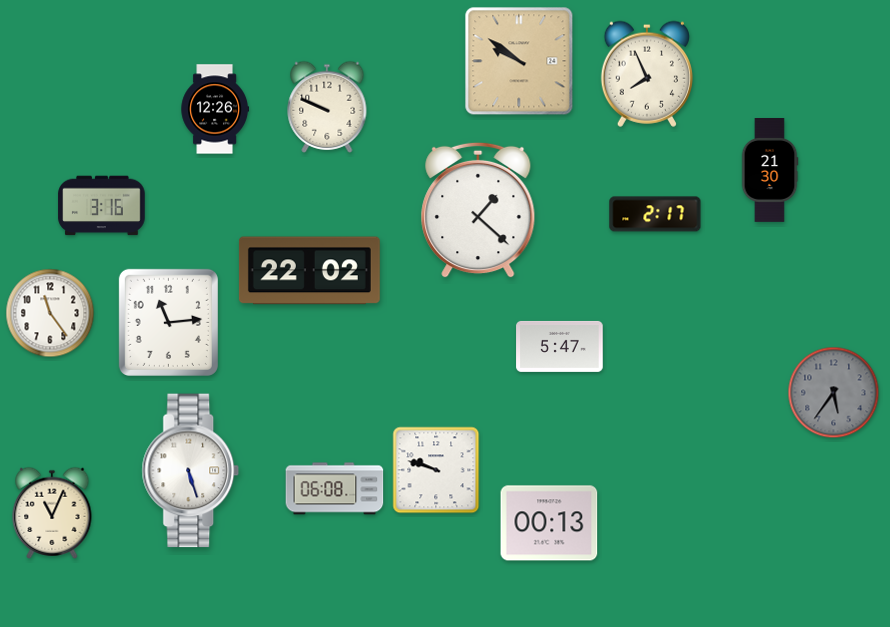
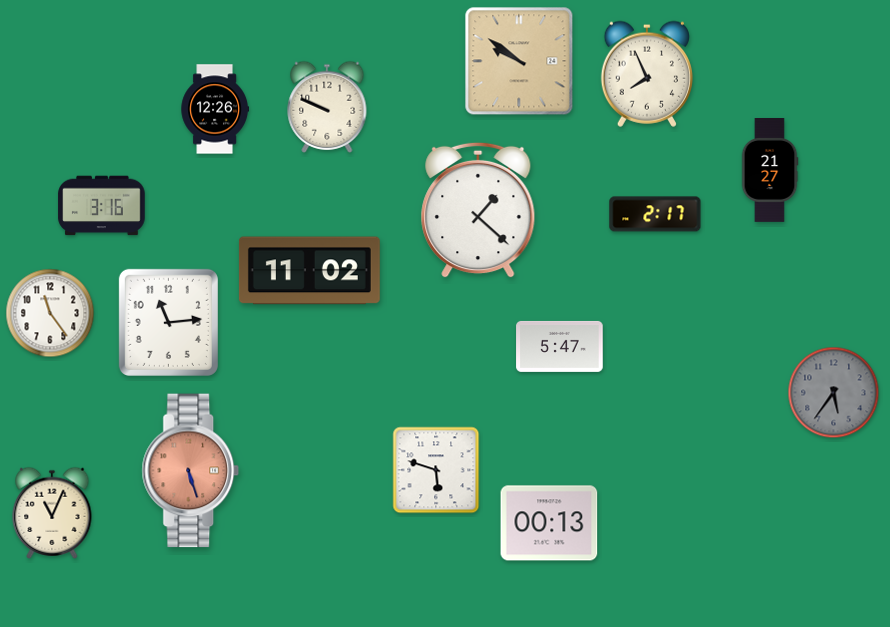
clock at (770, 171): 21:30 -> 21:27
clock at (309, 271): 22:02 -> 11:02
clock at (436, 470): 9:48 -> 5:48
clock at (191, 471) dial: white -> salmon
clock at (335, 489): 06:08 -> none
